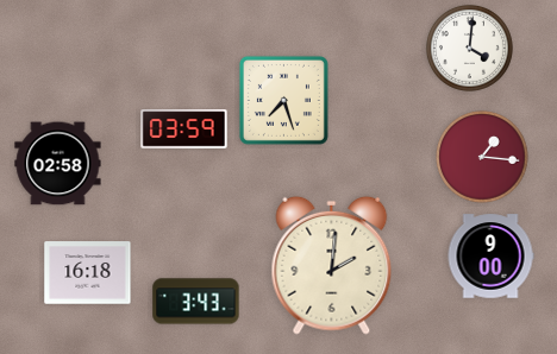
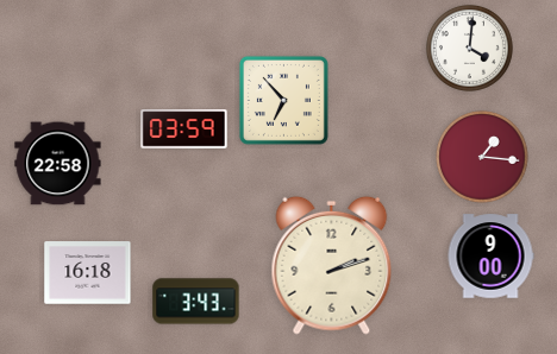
clock at (283, 100): 7:27 -> 6:53
clock at (58, 164): 02:58 -> 22:58
clock at (332, 265): 2:01 -> 2:12
